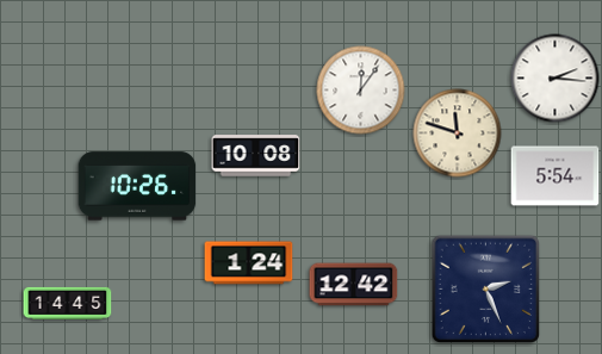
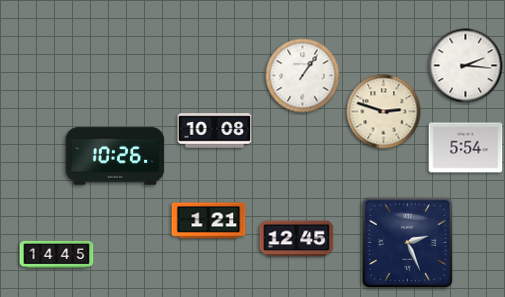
clock at (361, 91): 12:06 -> 1:06
clock at (458, 133): 11:48 -> 2:48
clock at (249, 263): 1:24 -> 1:21
clock at (354, 285): 12:42 -> 12:45
